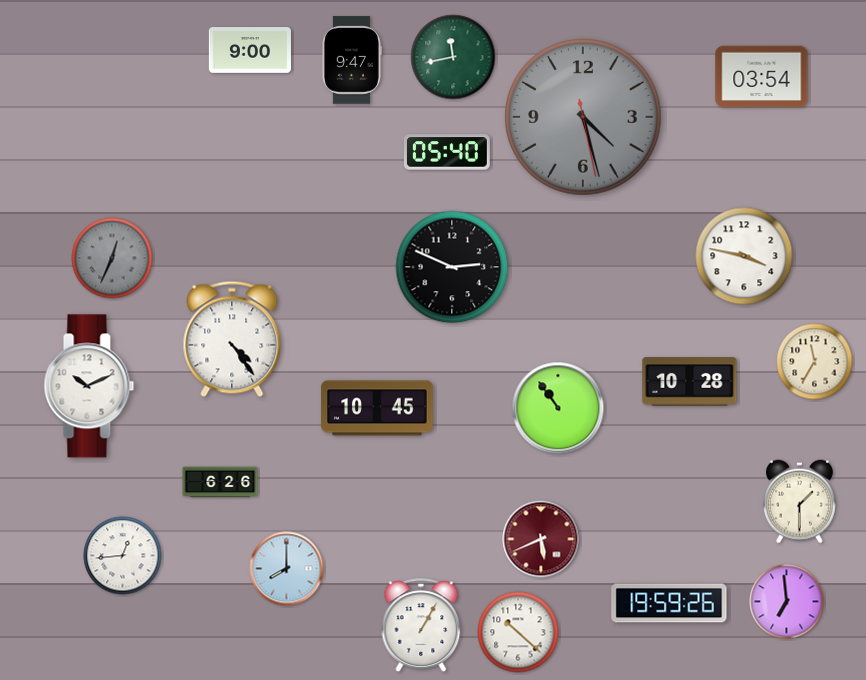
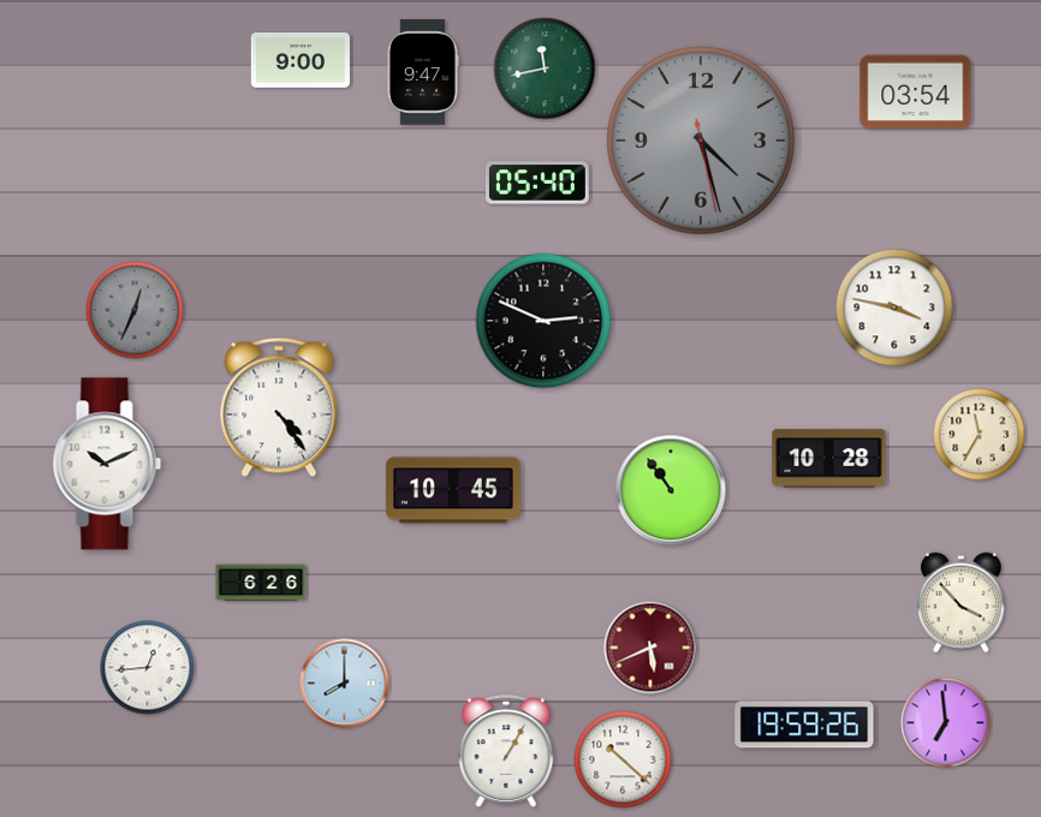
clock at (220, 482) position: (220, 482) -> (261, 583)
clock at (799, 502): 1:30 -> 3:53
